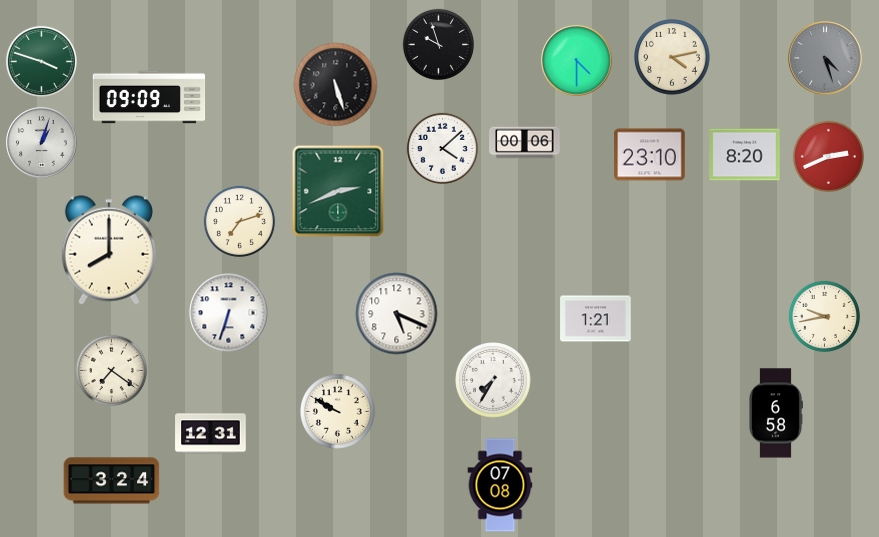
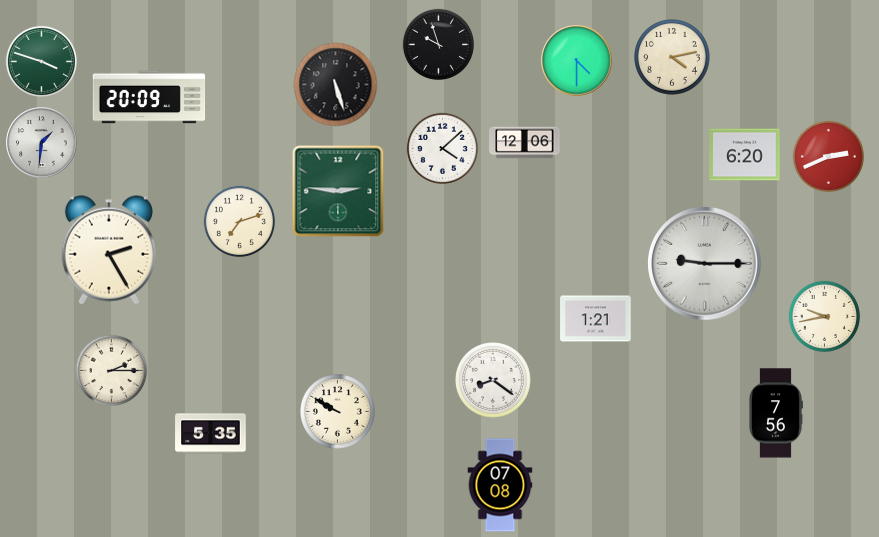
clock at (825, 58): 4:27 -> none
clock at (149, 97): 09:09 -> 20:09
clock at (42, 143): 1:03 -> 1:31
clock at (525, 143): 00:06 -> 12:06
clock at (650, 155): 23:10 -> none
clock at (745, 155): 8:20 -> 6:20
clock at (338, 191): 2:41 -> 2:46
clock at (109, 250): 8:00 -> 2:25
clock at (705, 264): none -> 9:15
clock at (229, 313): 6:33 -> none
clock at (397, 314): 5:19 -> none
clock at (111, 370): 7:21 -> 2:15
clock at (493, 380): 7:35 -> 8:21
clock at (776, 413): 6:58 -> 7:56
clock at (211, 434): 12:31 -> 5:35
clock at (112, 481): 3:24 -> none
